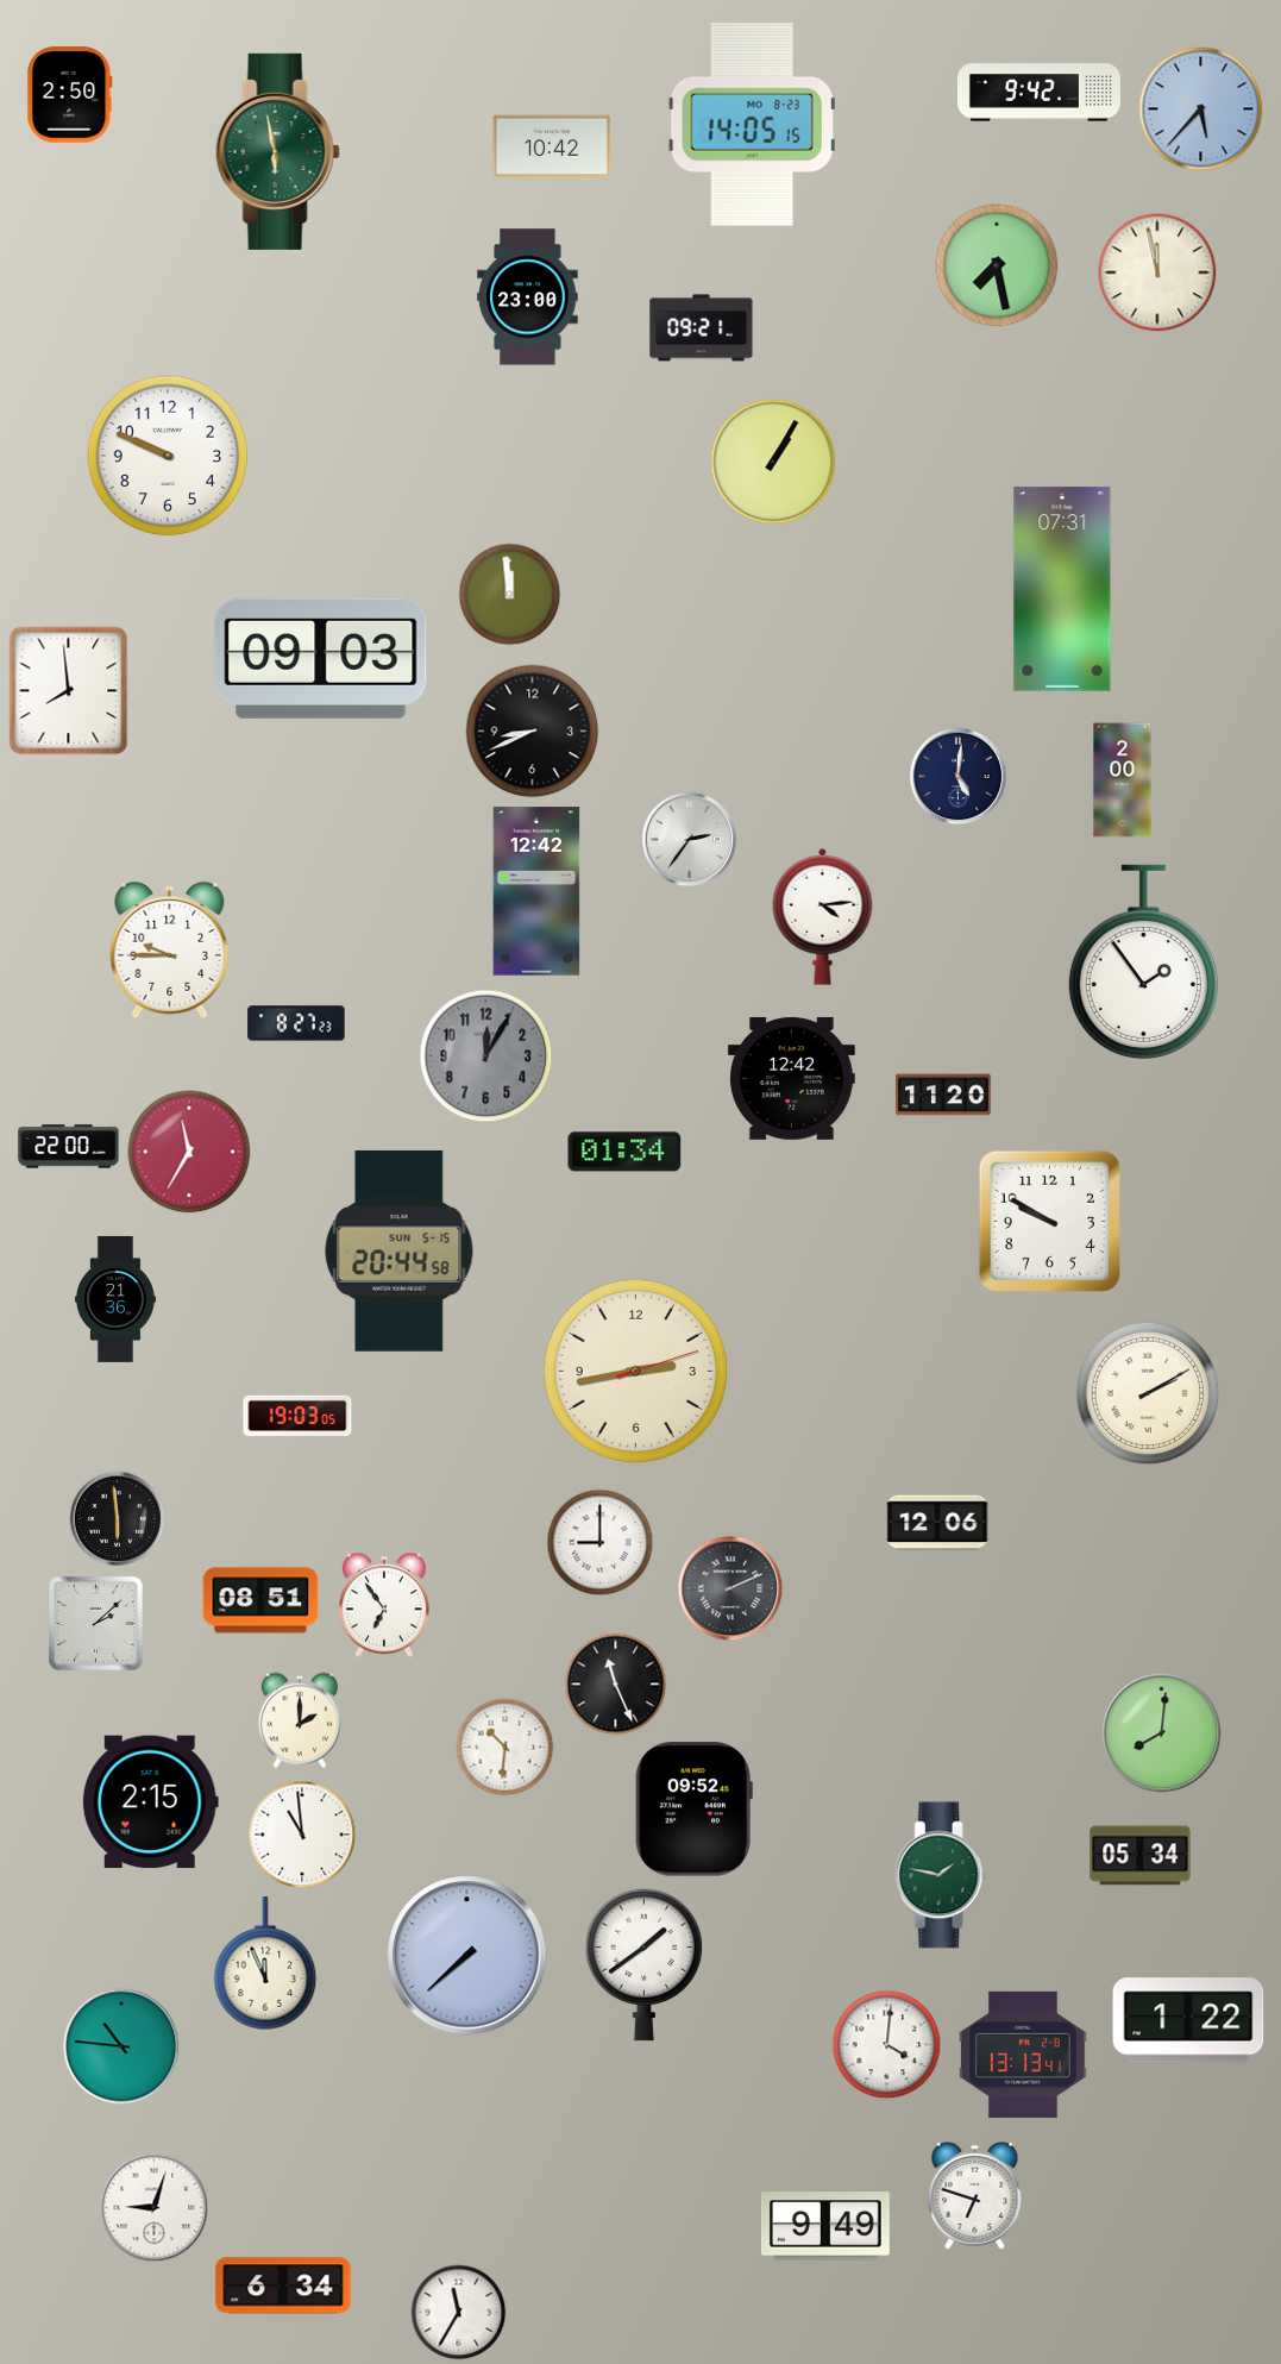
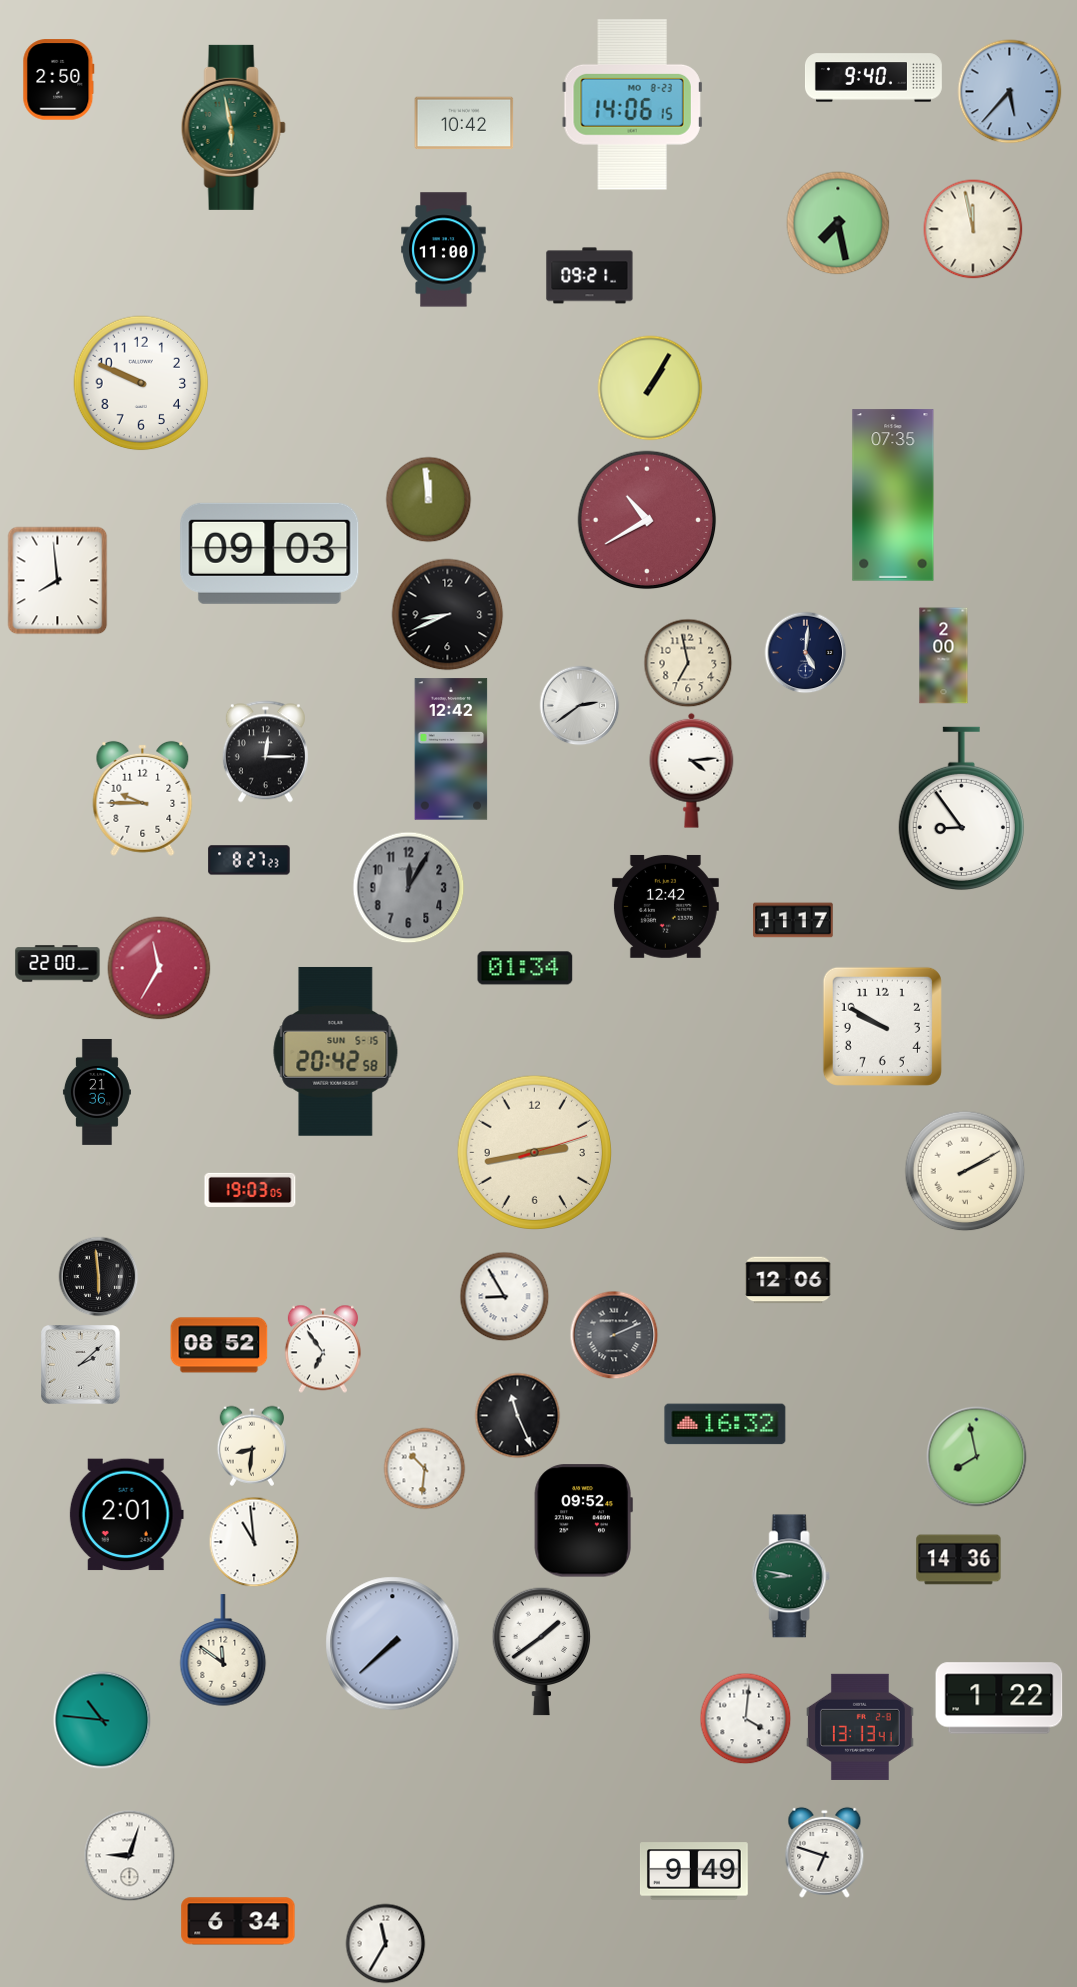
clock at (1038, 93): 9:42 -> 9:40
clock at (752, 125): 14:05 -> 14:06
clock at (528, 297): 23:00 -> 11:00
clock at (1062, 589): 07:31 -> 07:35
clock at (647, 520): none -> 10:40
clock at (688, 663): none -> 6:58
clock at (690, 840): 2:36 -> 2:39
clock at (265, 752): none -> 12:15
clock at (1143, 962): 1:54 -> 8:54
clock at (943, 1095): 11:20 -> 11:17
clock at (400, 1252): 20:44 -> 20:42
clock at (601, 1543): 9:00 -> 8:55
clock at (260, 1600): 08:51 -> 08:52
clock at (725, 1424): none -> 16:32
clock at (300, 1720): 2:00 -> 8:31
clock at (1162, 1733): 8:01 -> 7:58
clock at (150, 1802): 2:15 -> 2:01
clock at (1141, 1856): 05:34 -> 14:36
clock at (941, 1875): 1:47 -> 8:47
clock at (265, 1964): 11:56 -> 11:51
clock at (975, 2195) position: (975, 2195) -> (825, 1852)
